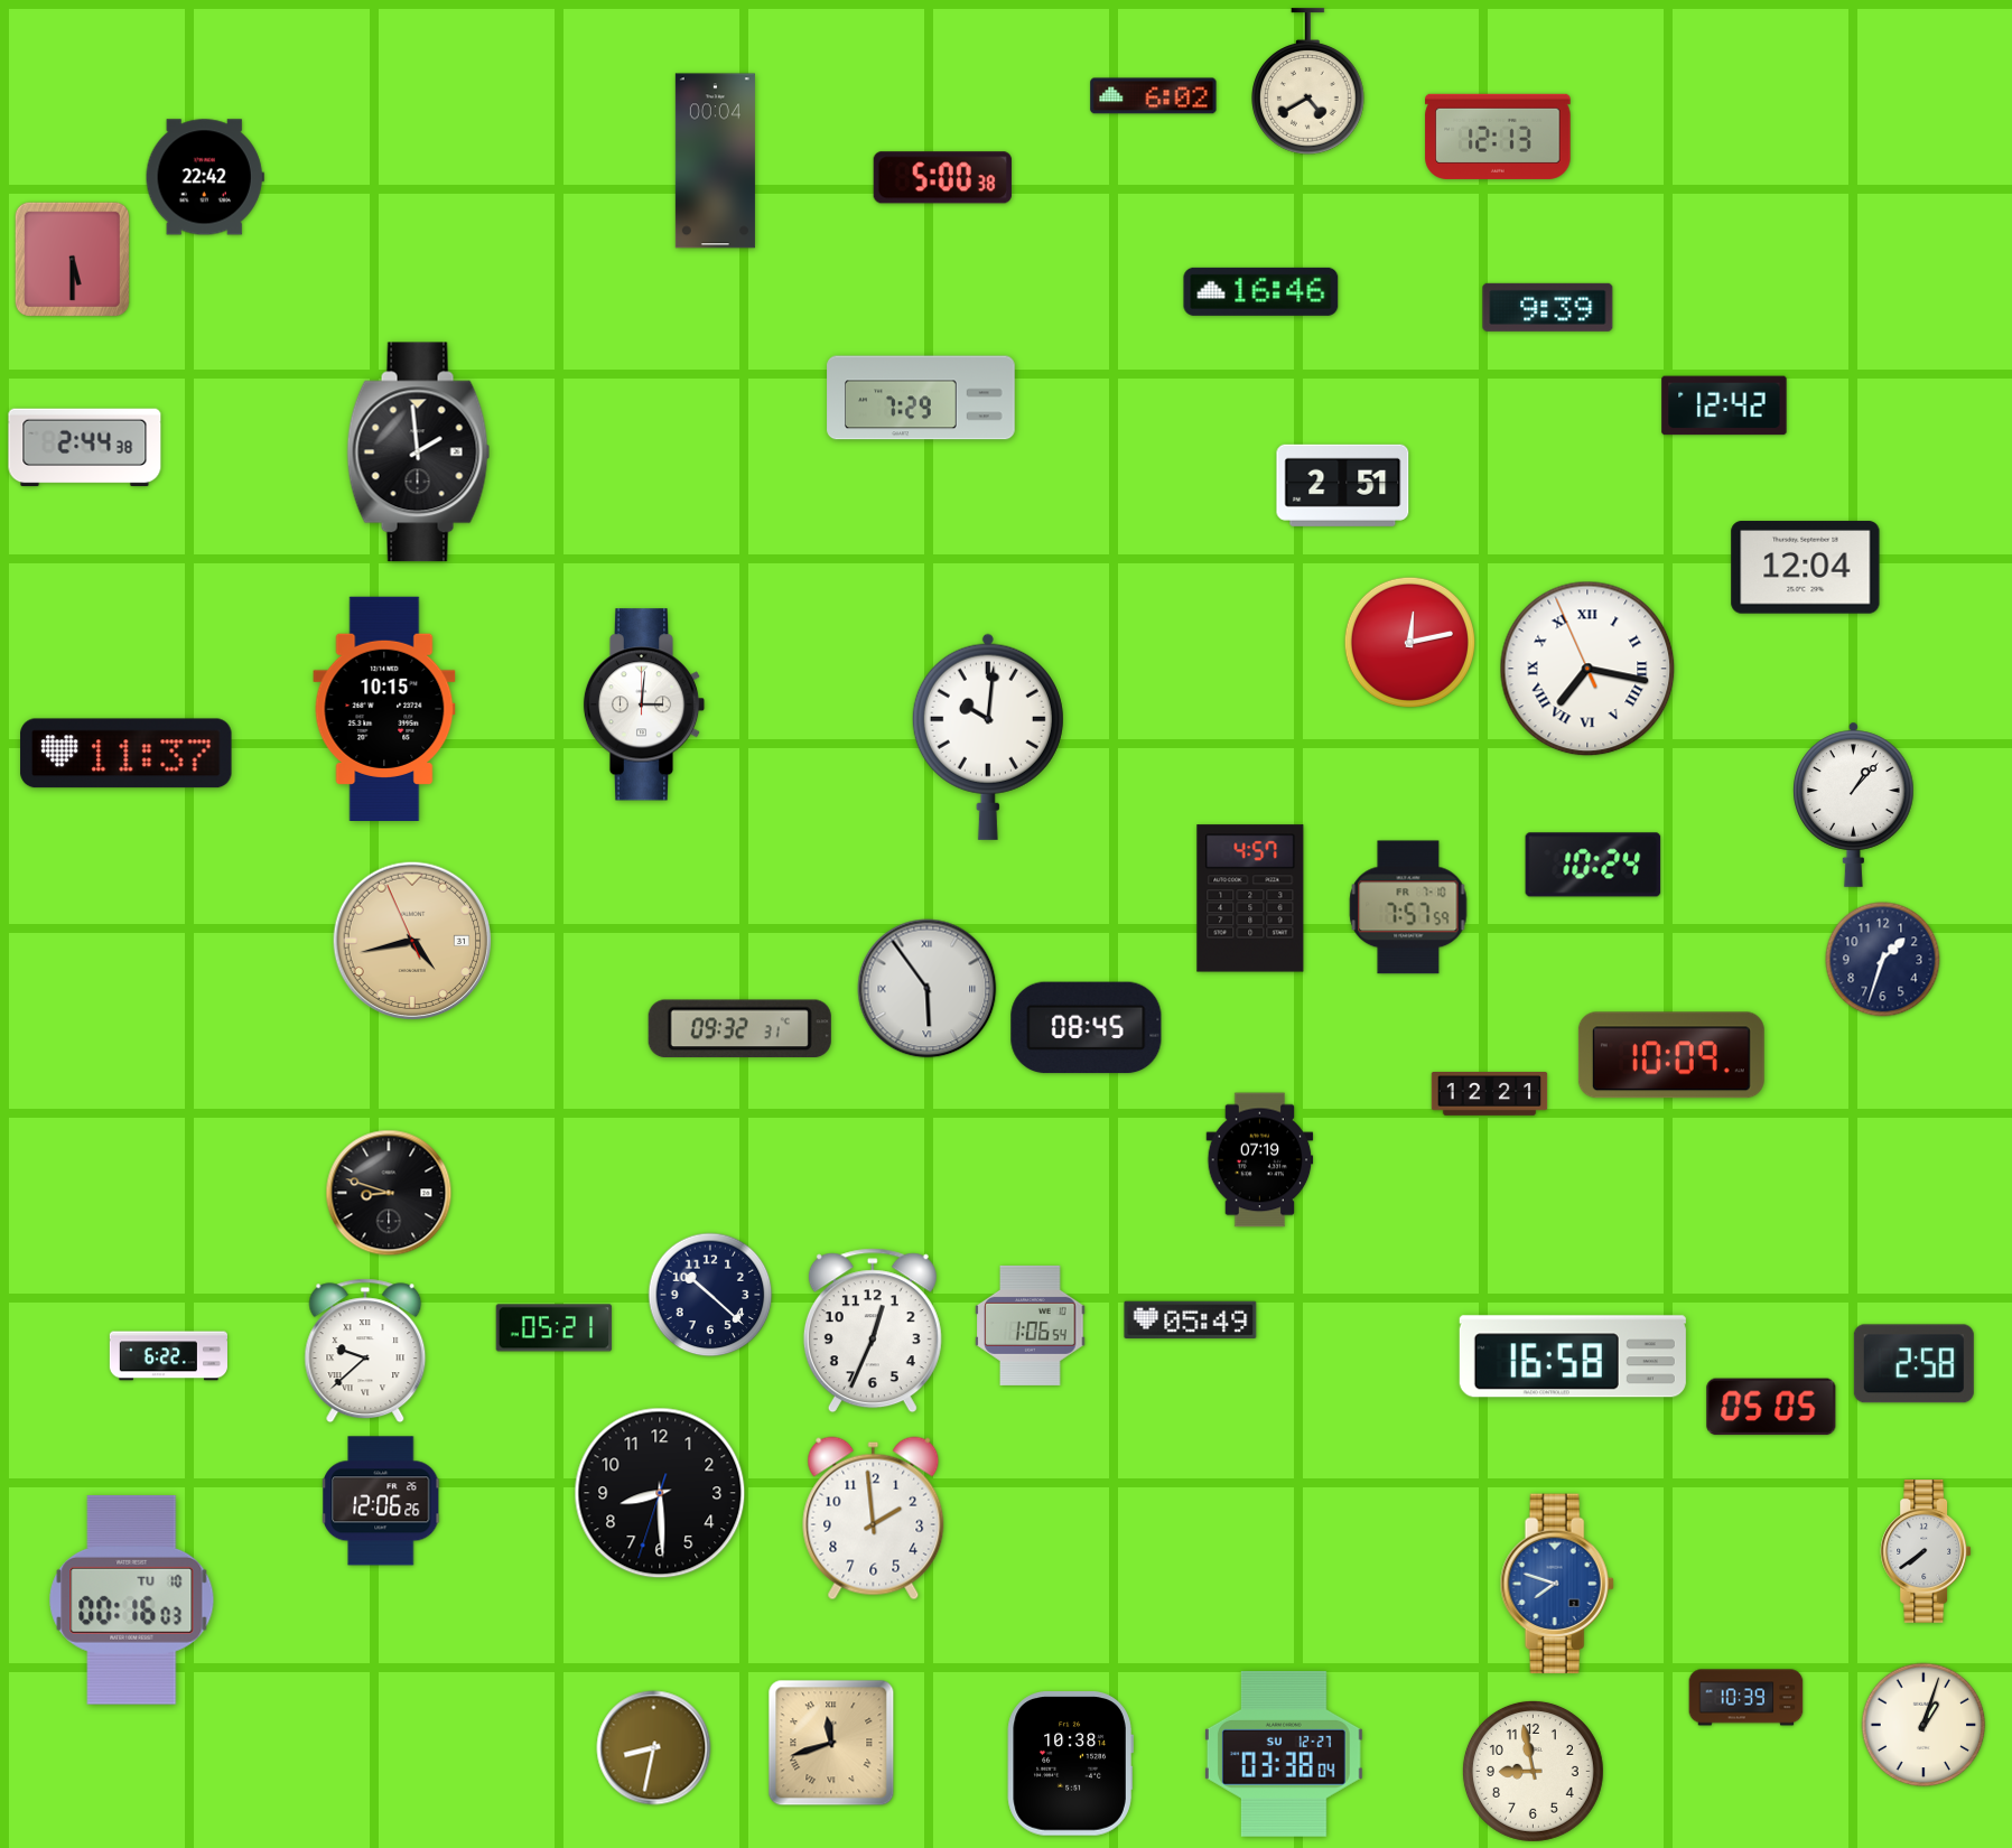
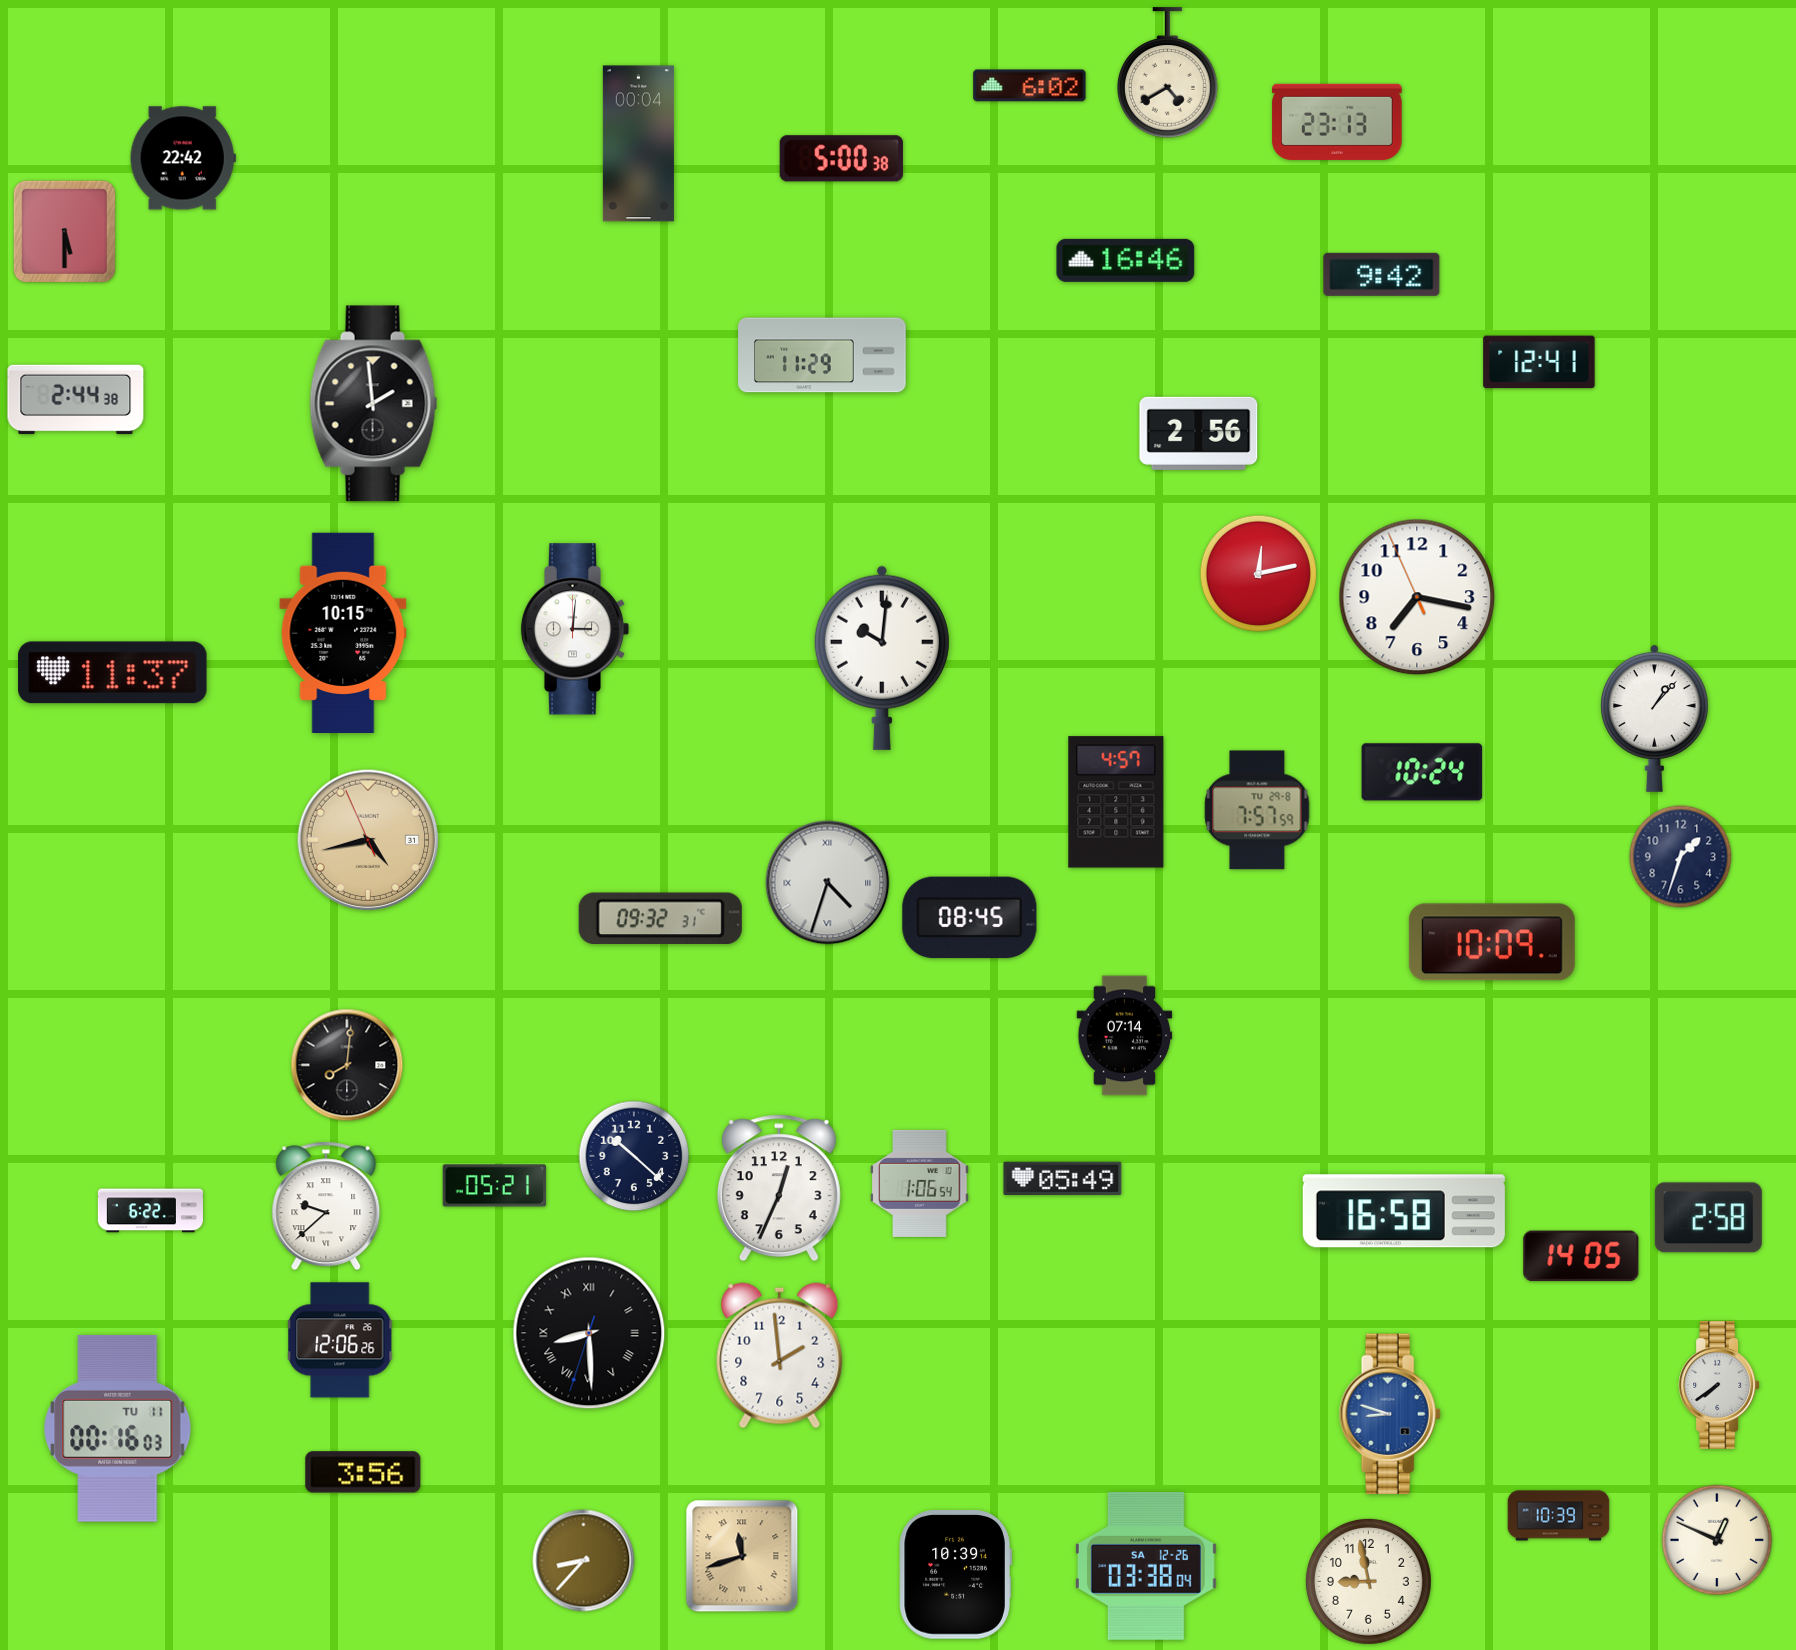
clock at (1498, 137): 12:13 -> 23:13
clock at (1548, 307): 9:39 -> 9:42
clock at (921, 398): 7:29 -> 11:29
clock at (1724, 405): 12:42 -> 12:41
clock at (1343, 485): 2:51 -> 2:56
clock at (1806, 568): 12:04 -> none
clock at (1587, 669) numerals: Roman -> Arabic
clock at (1408, 907) date: FR 7-10 -> TU 29-8
clock at (928, 989): 5:54 -> 4:33
clock at (1490, 1094): 12:21 -> none
clock at (1260, 1160): 07:19 -> 07:14
clock at (389, 1193): 8:48 -> 8:01
clock at (1771, 1407): 05:05 -> 14:05
clock at (660, 1493) numerals: Arabic -> Roman
clock at (1557, 1584): 7:48 -> 8:48
clock at (132, 1599) date: TU 10 -> TU 11
clock at (363, 1472): none -> 3:56
clock at (1923, 1725): 1:03 -> 12:49
clock at (654, 1748): 8:32 -> 8:37
clock at (1284, 1754) date: SU 12-27 -> SA 12-26
clock at (1070, 1764): 10:38 -> 10:39
